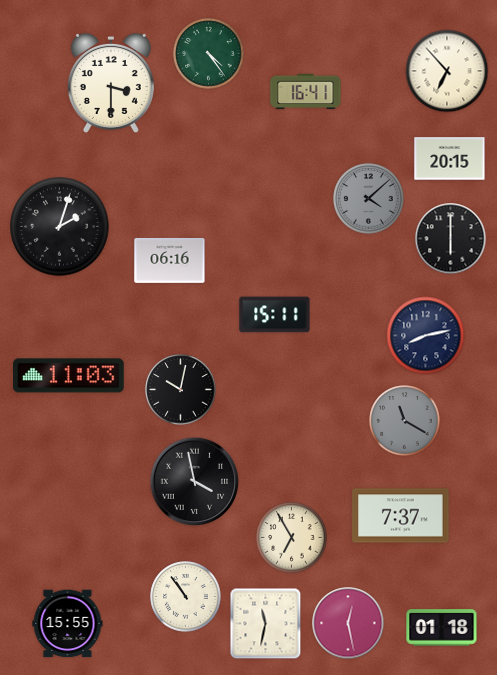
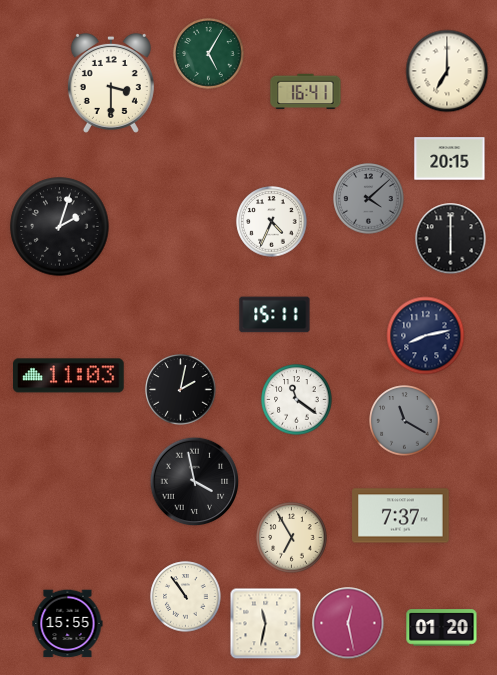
clock at (209, 54): 4:24 -> 5:05
clock at (447, 71): 6:53 -> 7:00
clock at (272, 222): none -> 4:34
clock at (170, 260): 06:16 -> none
clock at (181, 390): 10:02 -> 2:02
clock at (297, 400): none -> 11:21
clock at (442, 628): 01:18 -> 01:20
